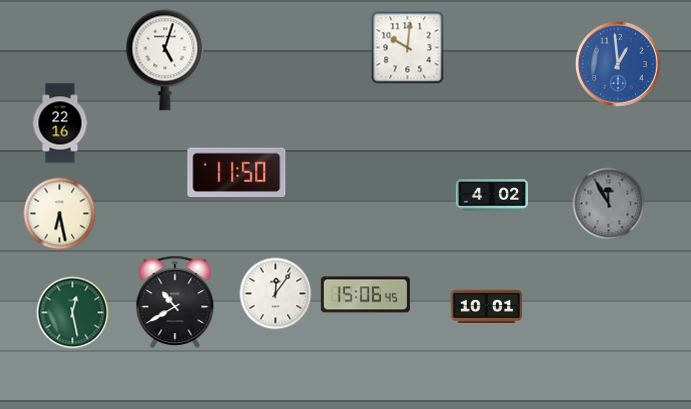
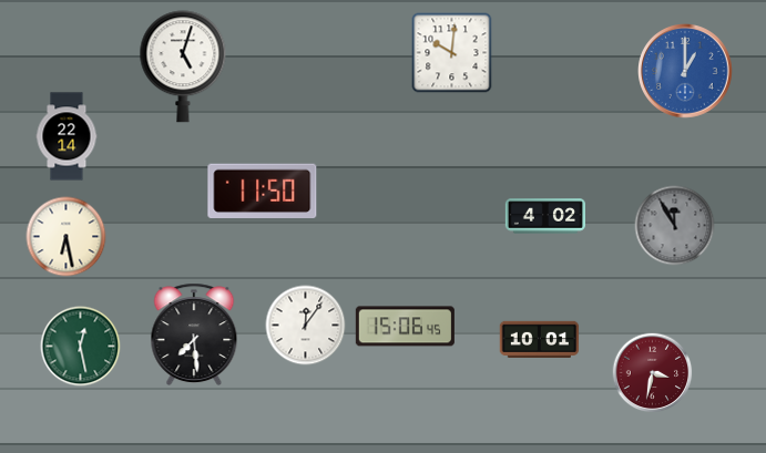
clock at (619, 65): 12:59 -> 1:00
clock at (60, 123): 22:16 -> 22:14
clock at (175, 302): 10:40 -> 7:29
clock at (653, 373): none -> 3:32
